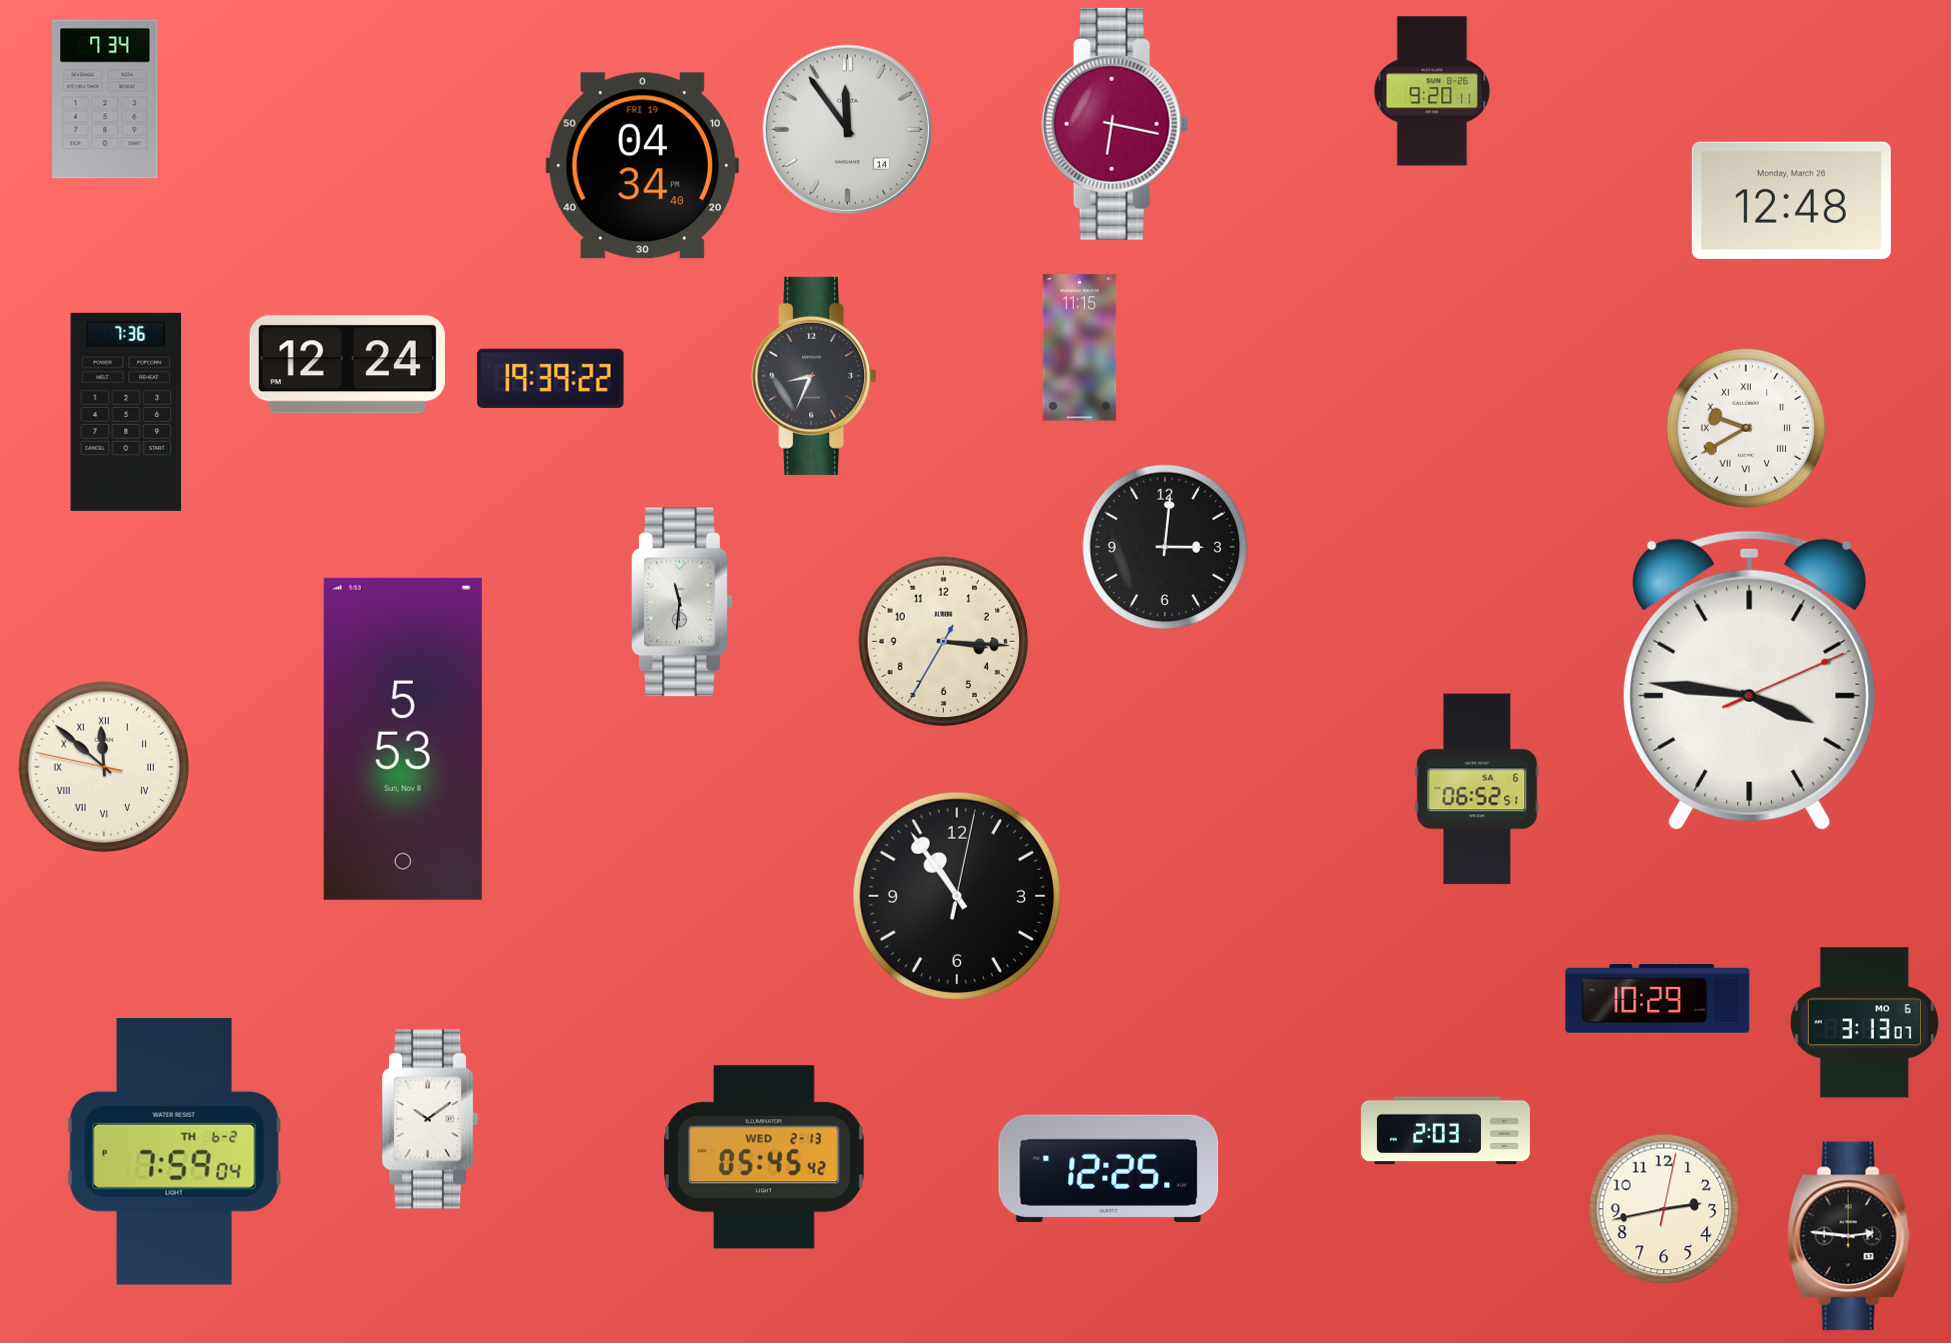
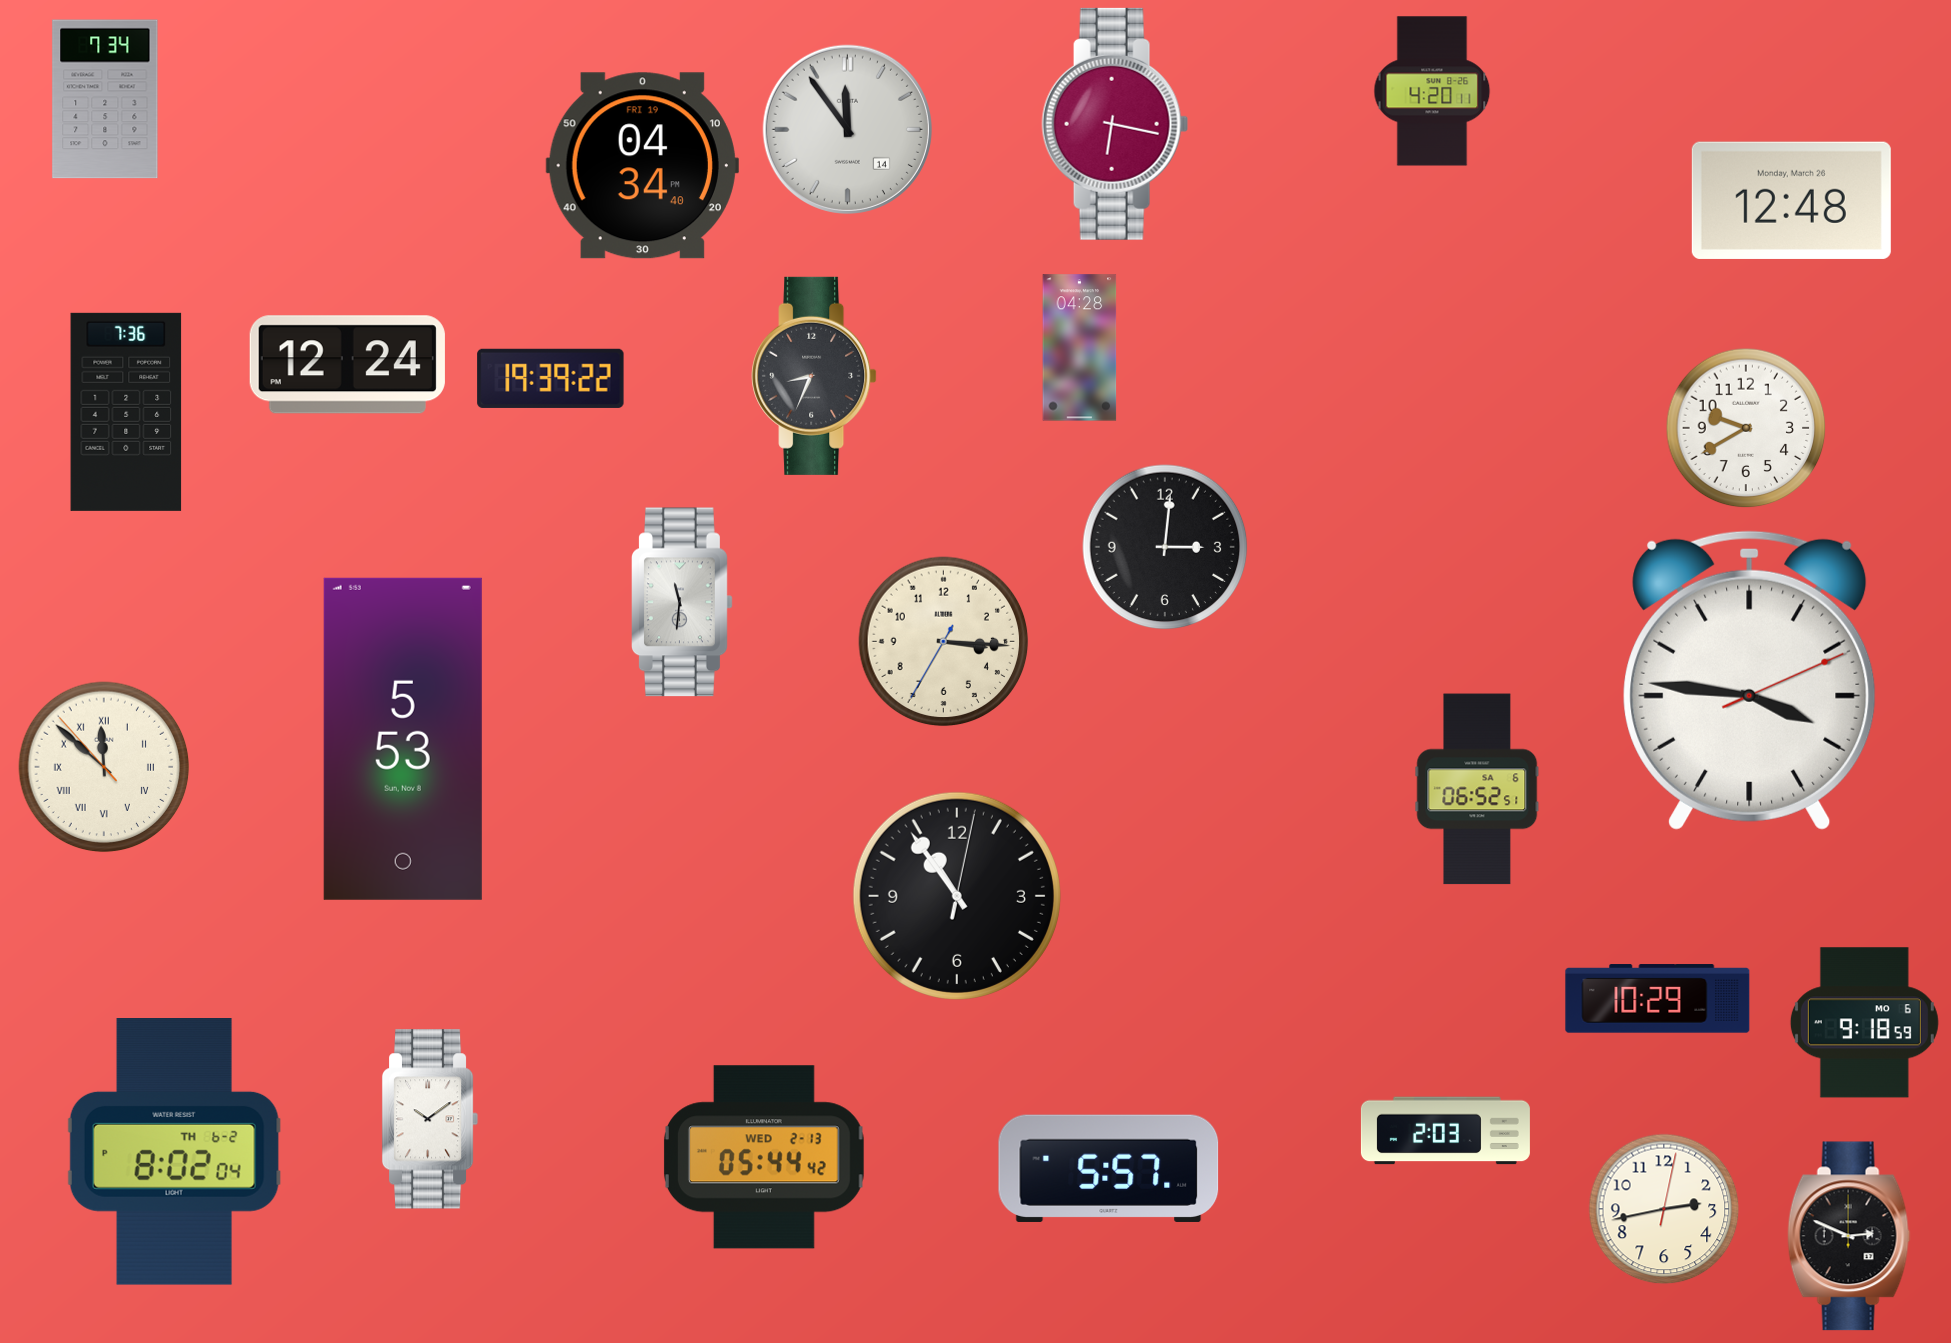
clock at (1432, 91): 9:20 -> 4:20
clock at (1080, 348): 11:15 -> 04:28
clock at (1746, 428) numerals: Roman -> Arabic
clock at (104, 767): 11:51:47 -> 11:51:53
clock at (1864, 1023): 3:13 -> 9:18
clock at (174, 1152): 7:59 -> 8:02
clock at (764, 1157): 05:45 -> 05:44
clock at (1109, 1168): 12:25 -> 5:57
clock at (1849, 1236): 2:46 -> 2:49
